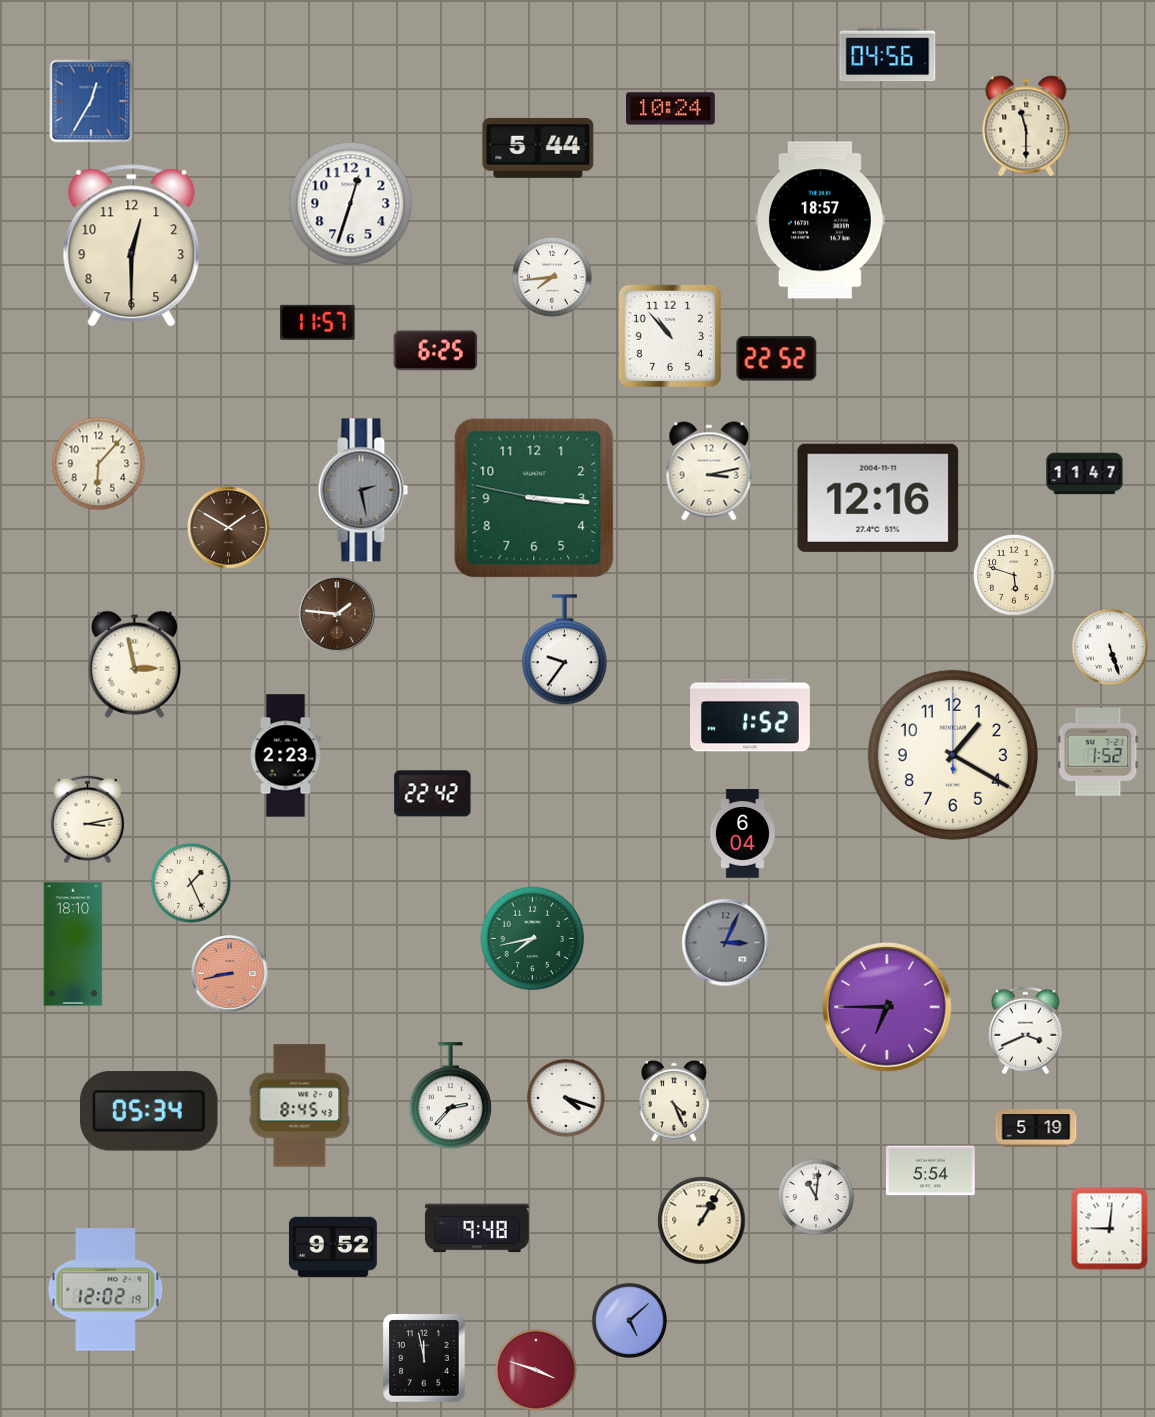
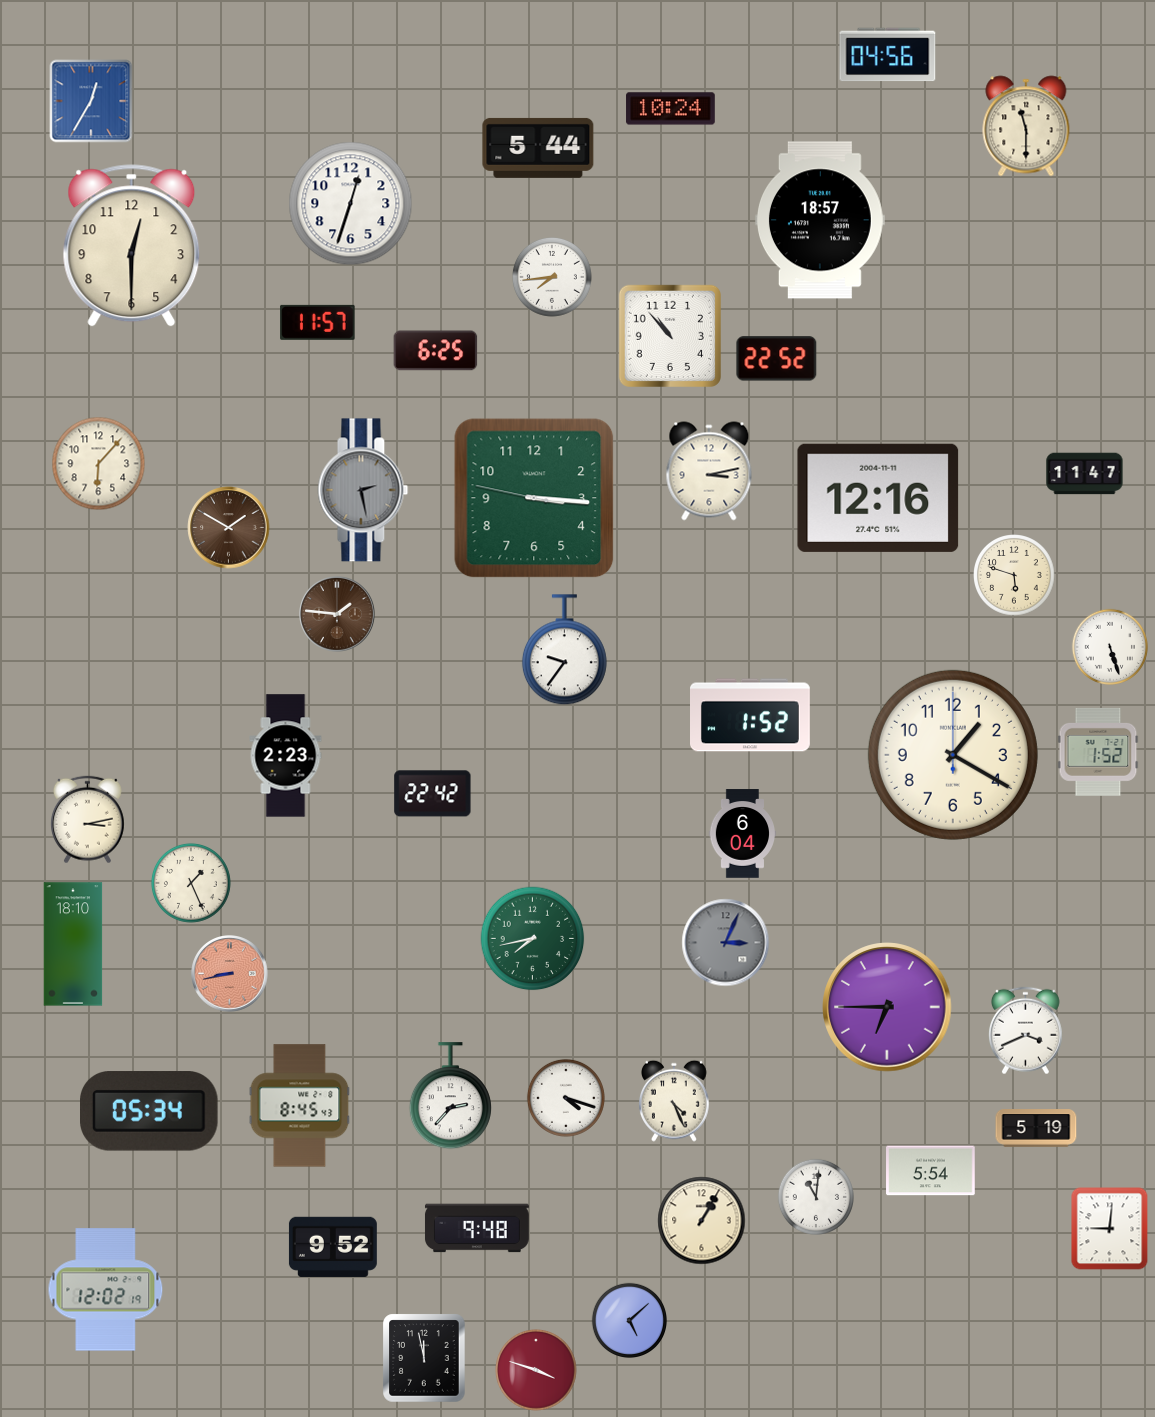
clock at (135, 664): 2:58 -> none
